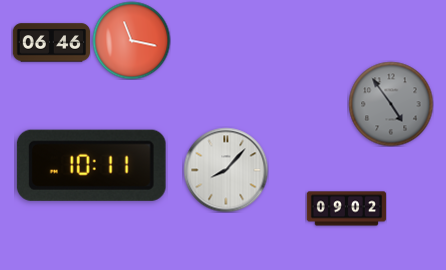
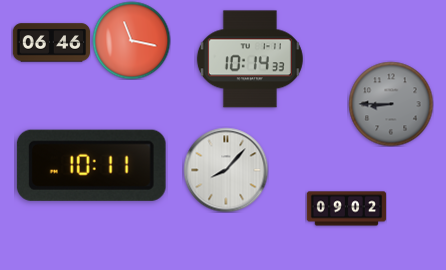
clock at (250, 59): none -> 10:14
clock at (391, 104): 4:54 -> 8:45
